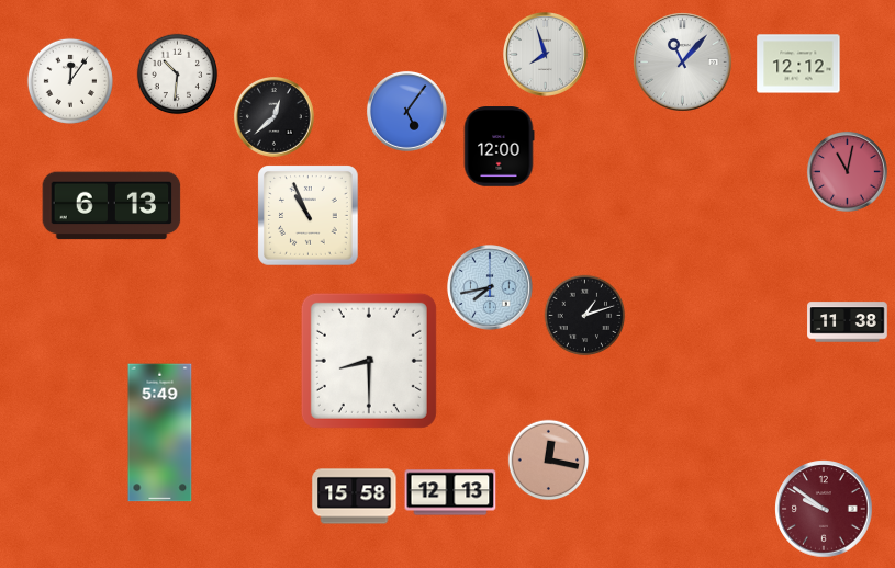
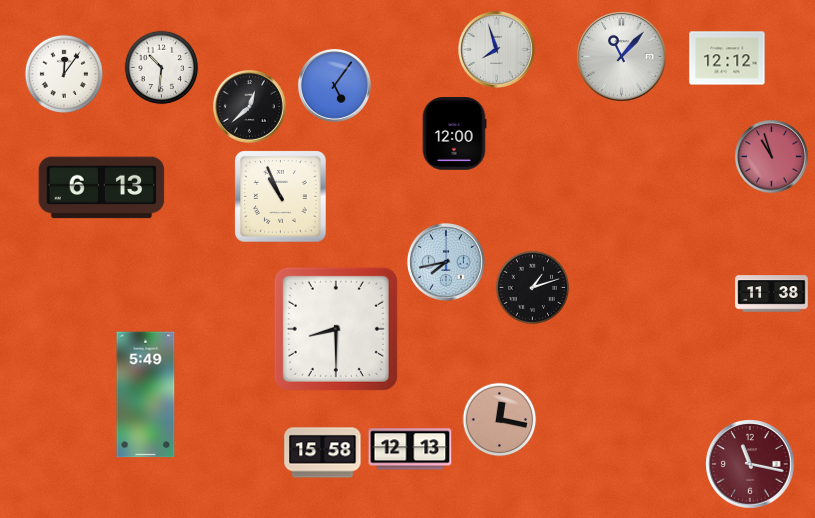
clock at (406, 111) position: (406, 111) -> (334, 85)
clock at (847, 171): 11:02 -> 10:57
clock at (824, 509): 9:51 -> 11:17
